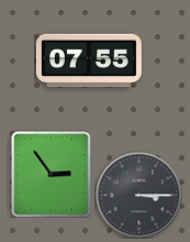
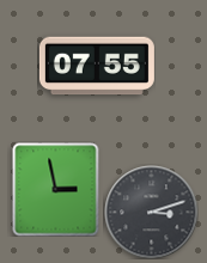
clock at (52, 174): 2:54 -> 2:58
clock at (138, 195): 3:15 -> 3:12
